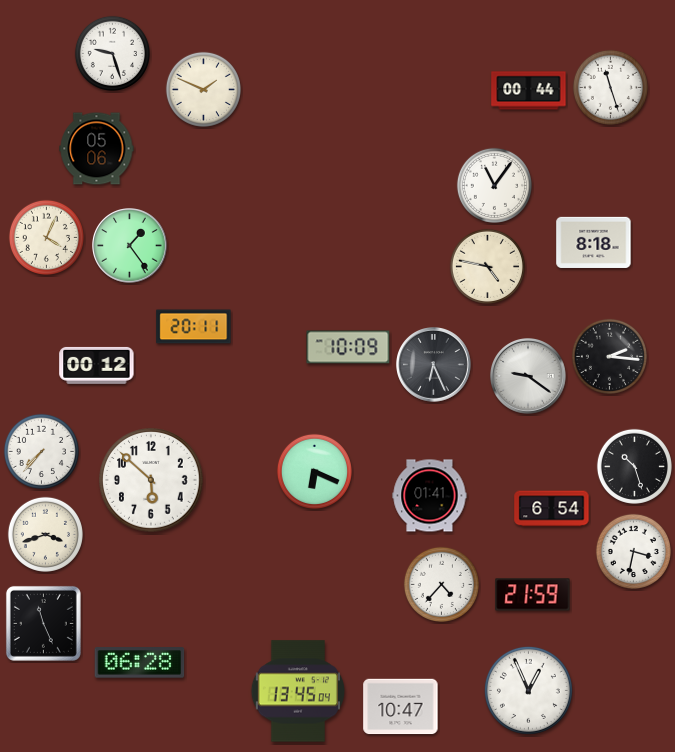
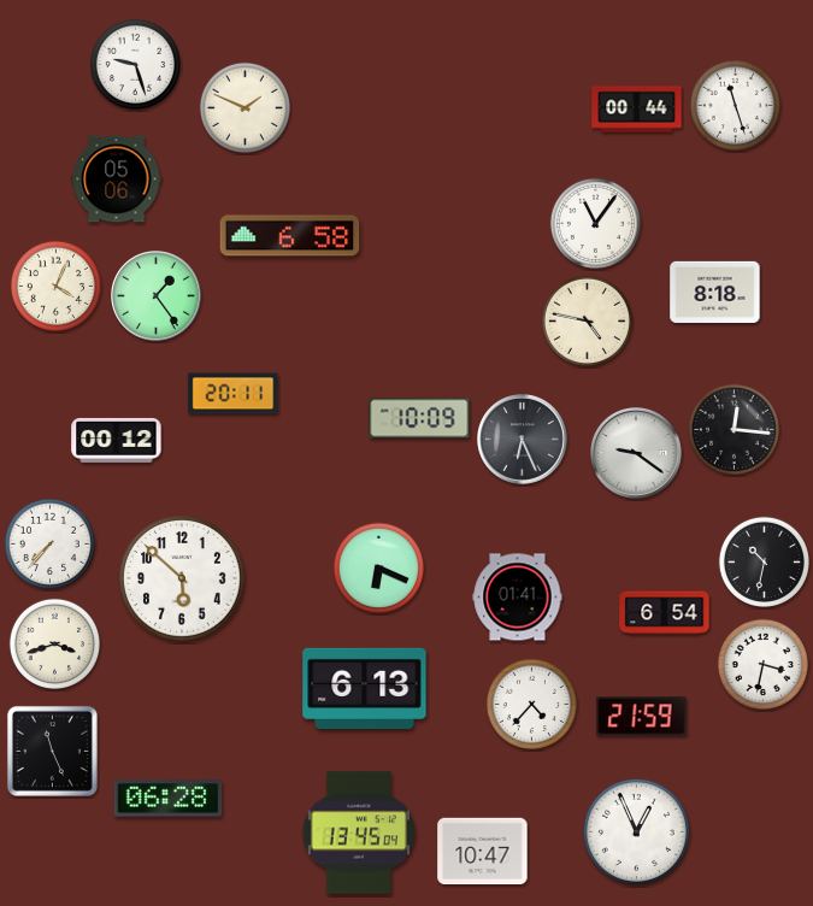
clock at (290, 236): none -> 6:58
clock at (609, 356): 2:16 -> 12:16
clock at (634, 466): 10:27 -> 10:32
clock at (365, 688): none -> 6:13
